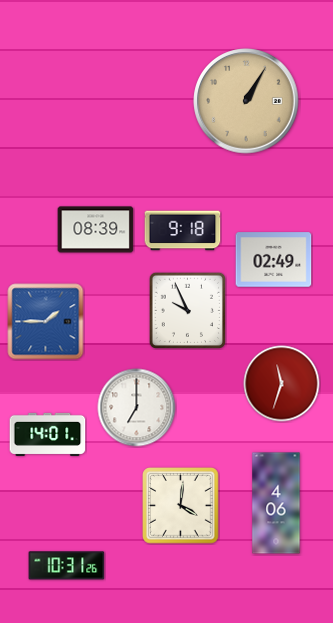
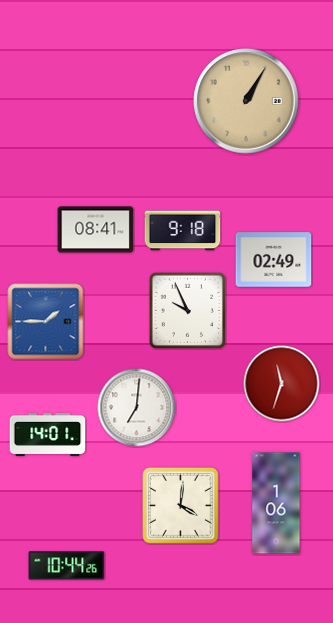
clock at (96, 230): 08:39 -> 08:41
clock at (137, 408): 7:00 -> 7:01
clock at (276, 503): 4:06 -> 1:06
clock at (67, 566): 10:31 -> 10:44
